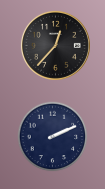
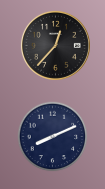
clock at (53, 137): 2:11 -> 8:11
